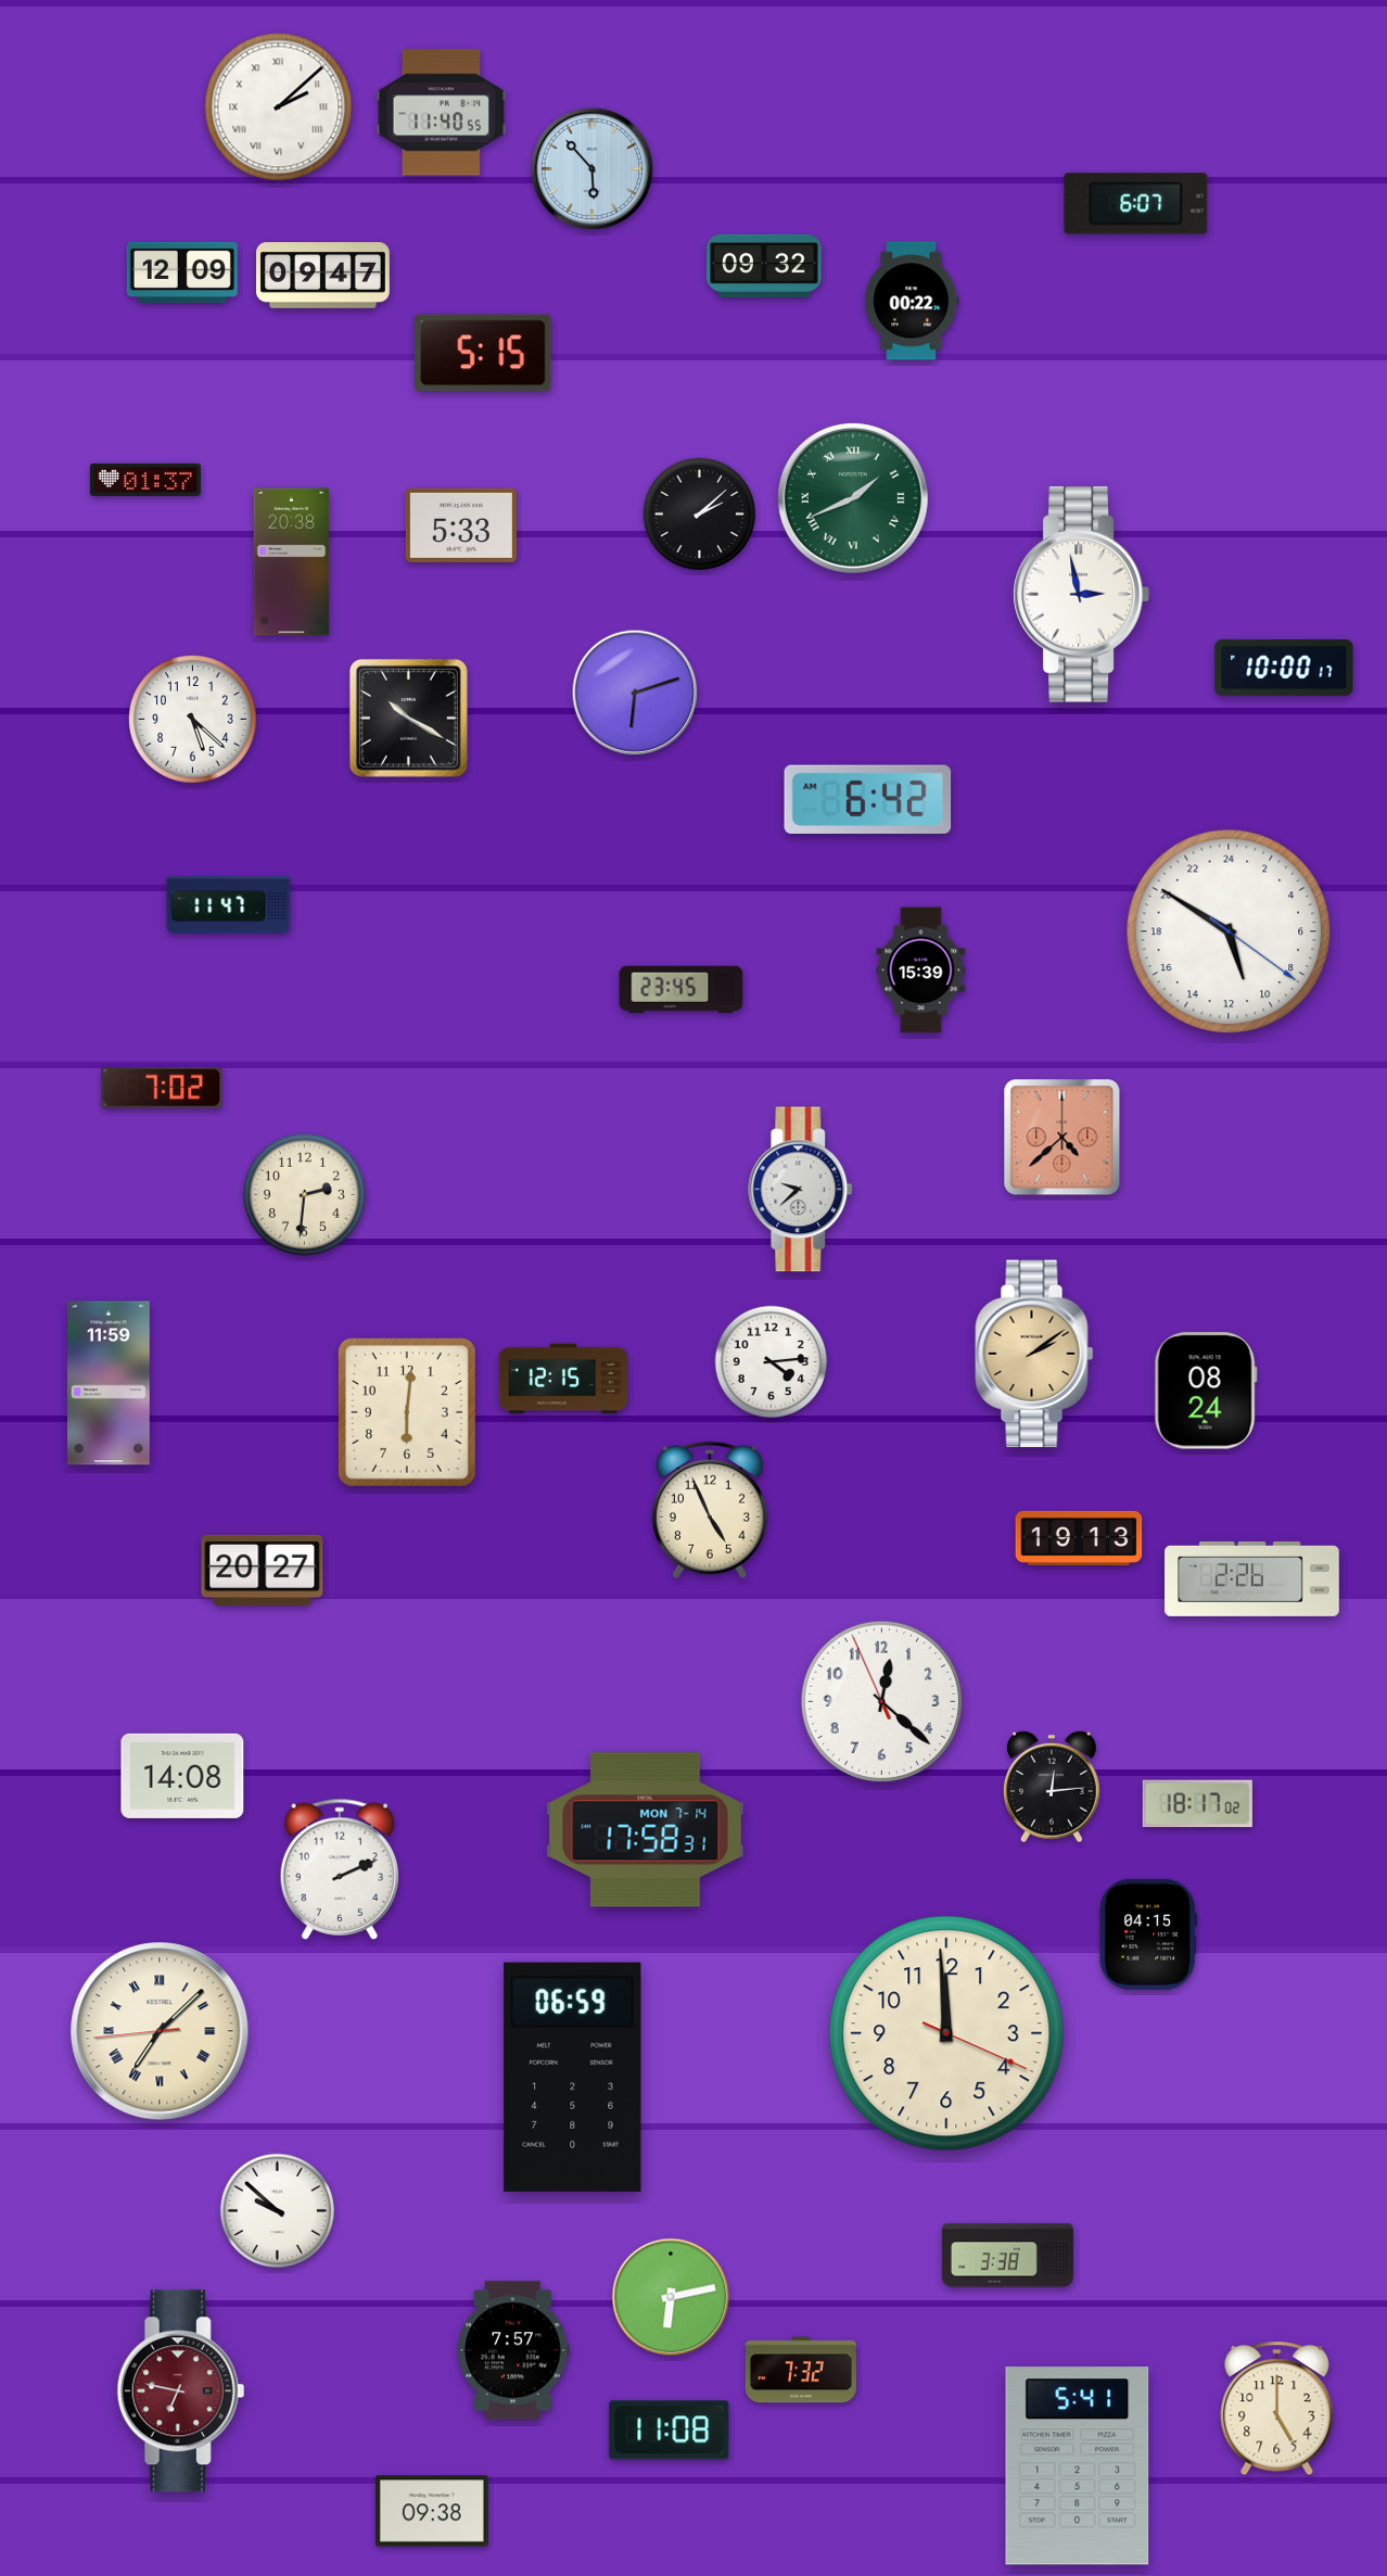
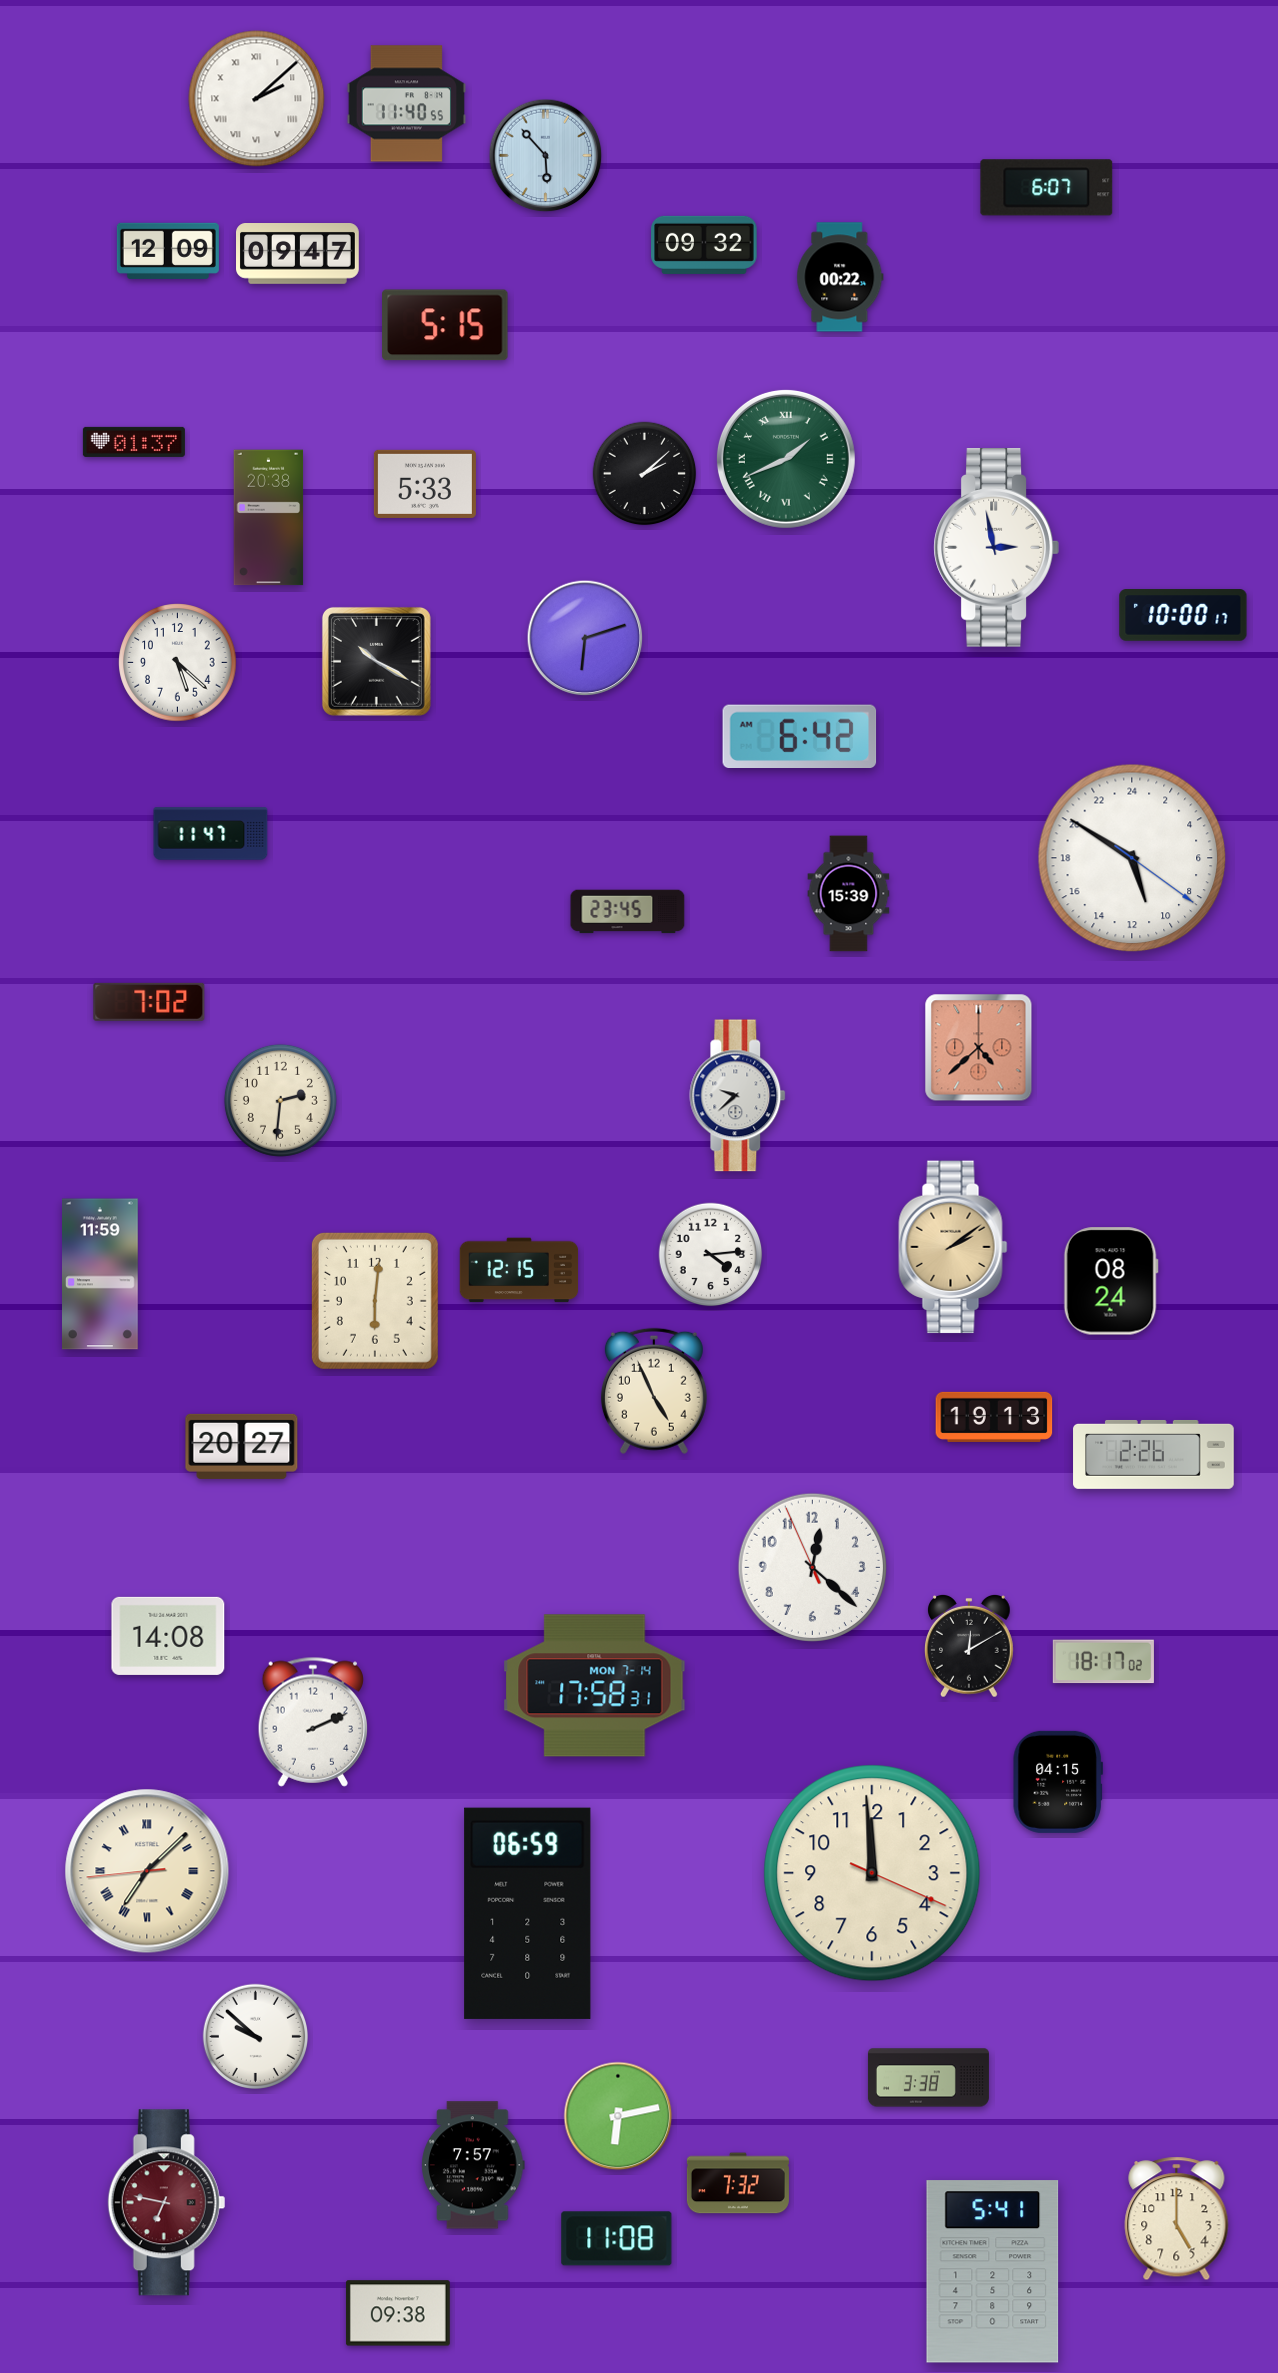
clock at (1053, 1787): 12:14 -> 12:10
